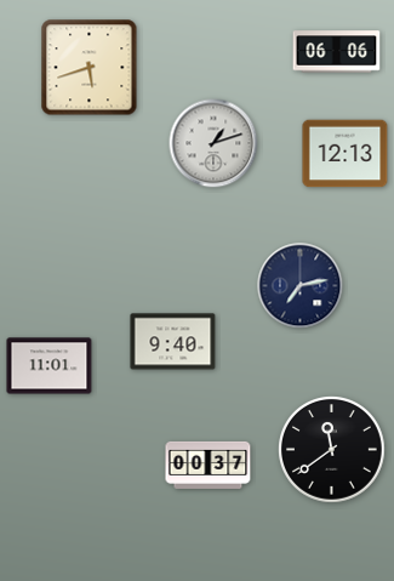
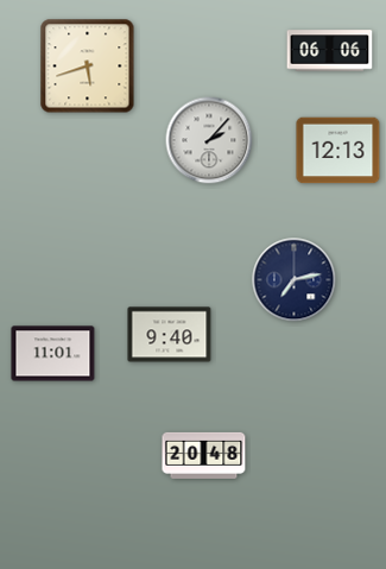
clock at (213, 143): 1:12 -> 2:07
clock at (50, 366) position: (50, 366) -> (53, 354)
clock at (332, 450): 11:39 -> none
clock at (209, 465): 00:37 -> 20:48
